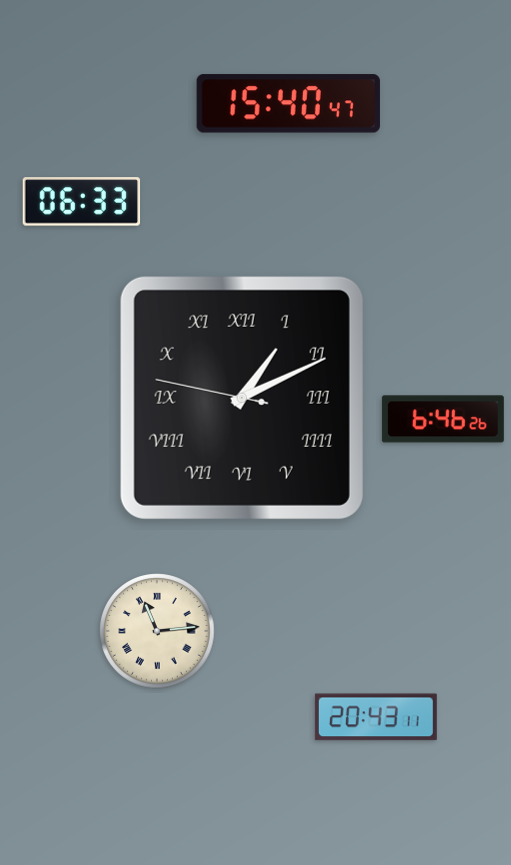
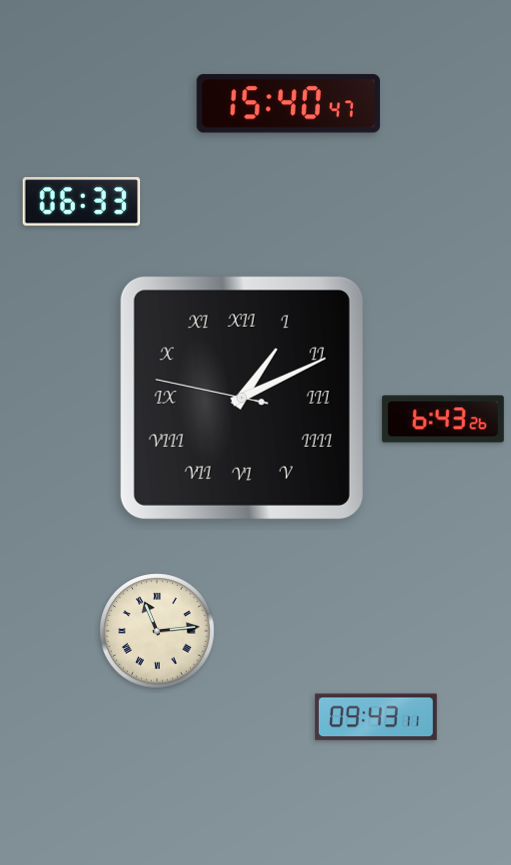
clock at (443, 419): 6:46 -> 6:43
clock at (376, 717): 20:43 -> 09:43
